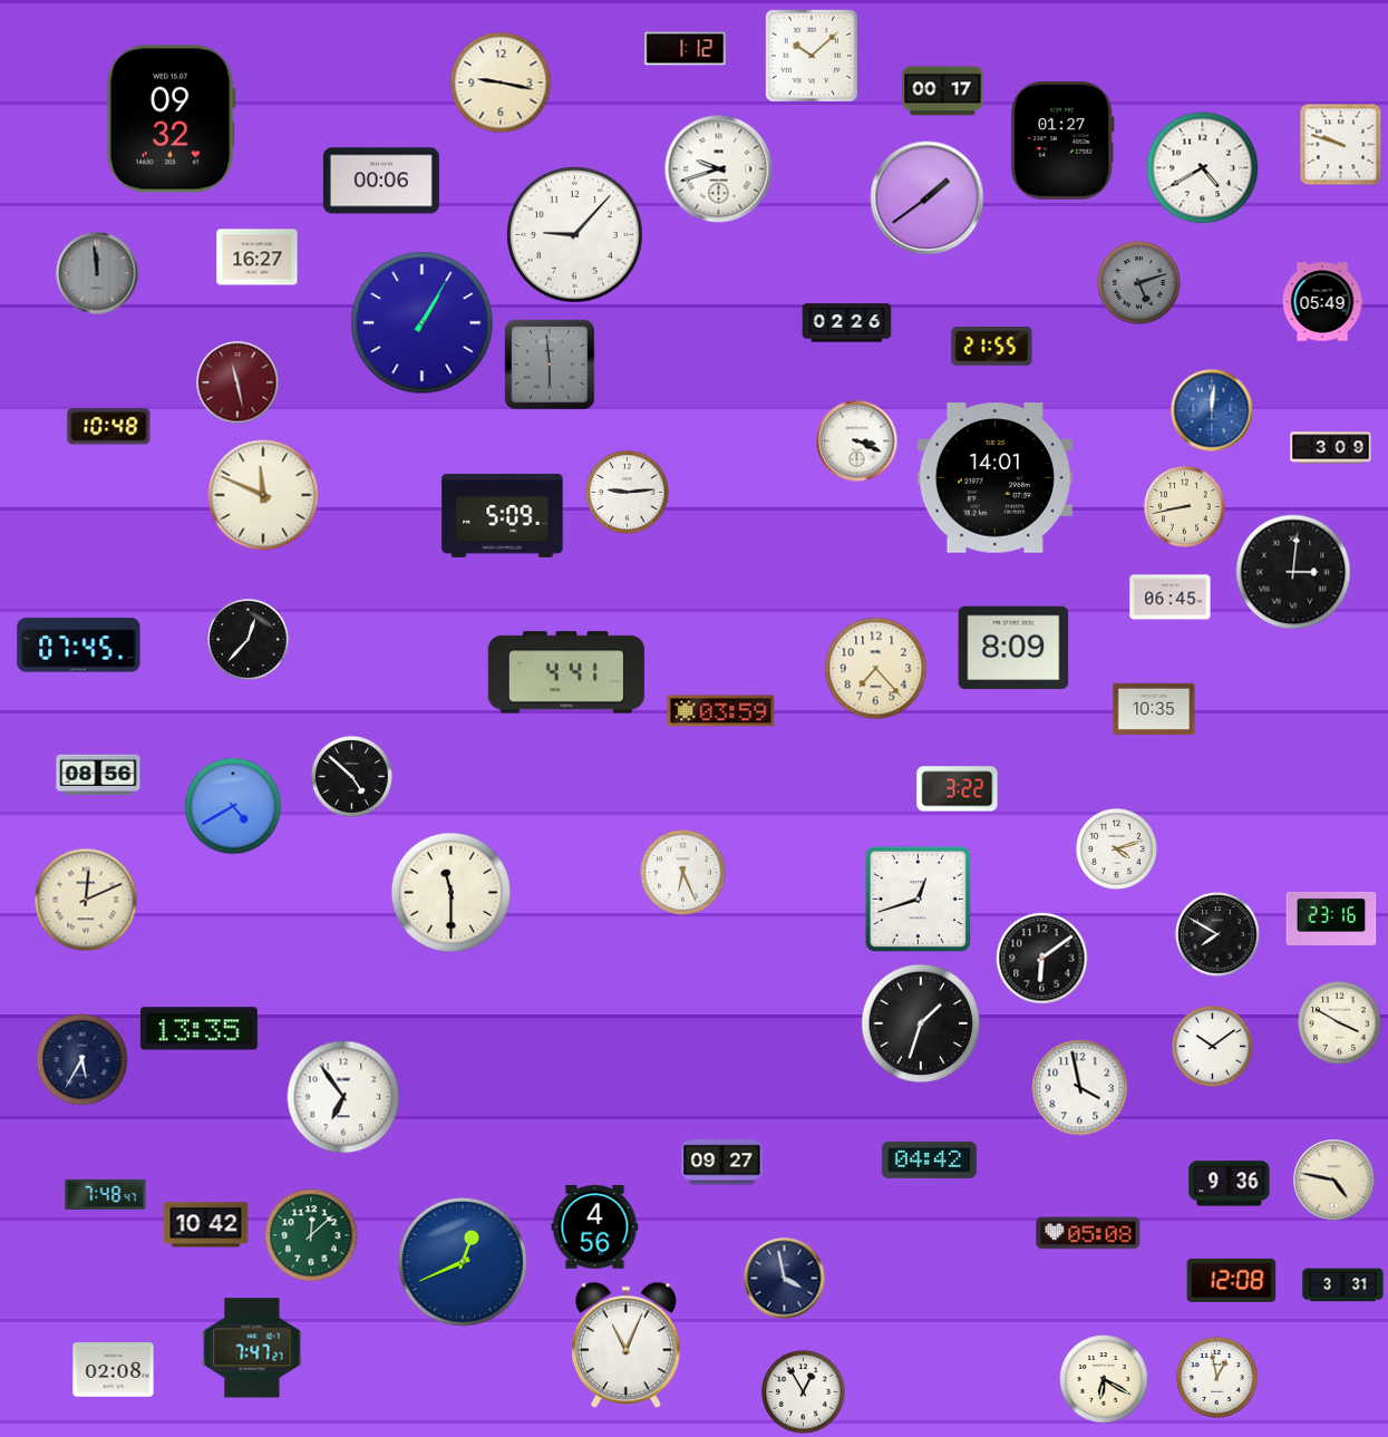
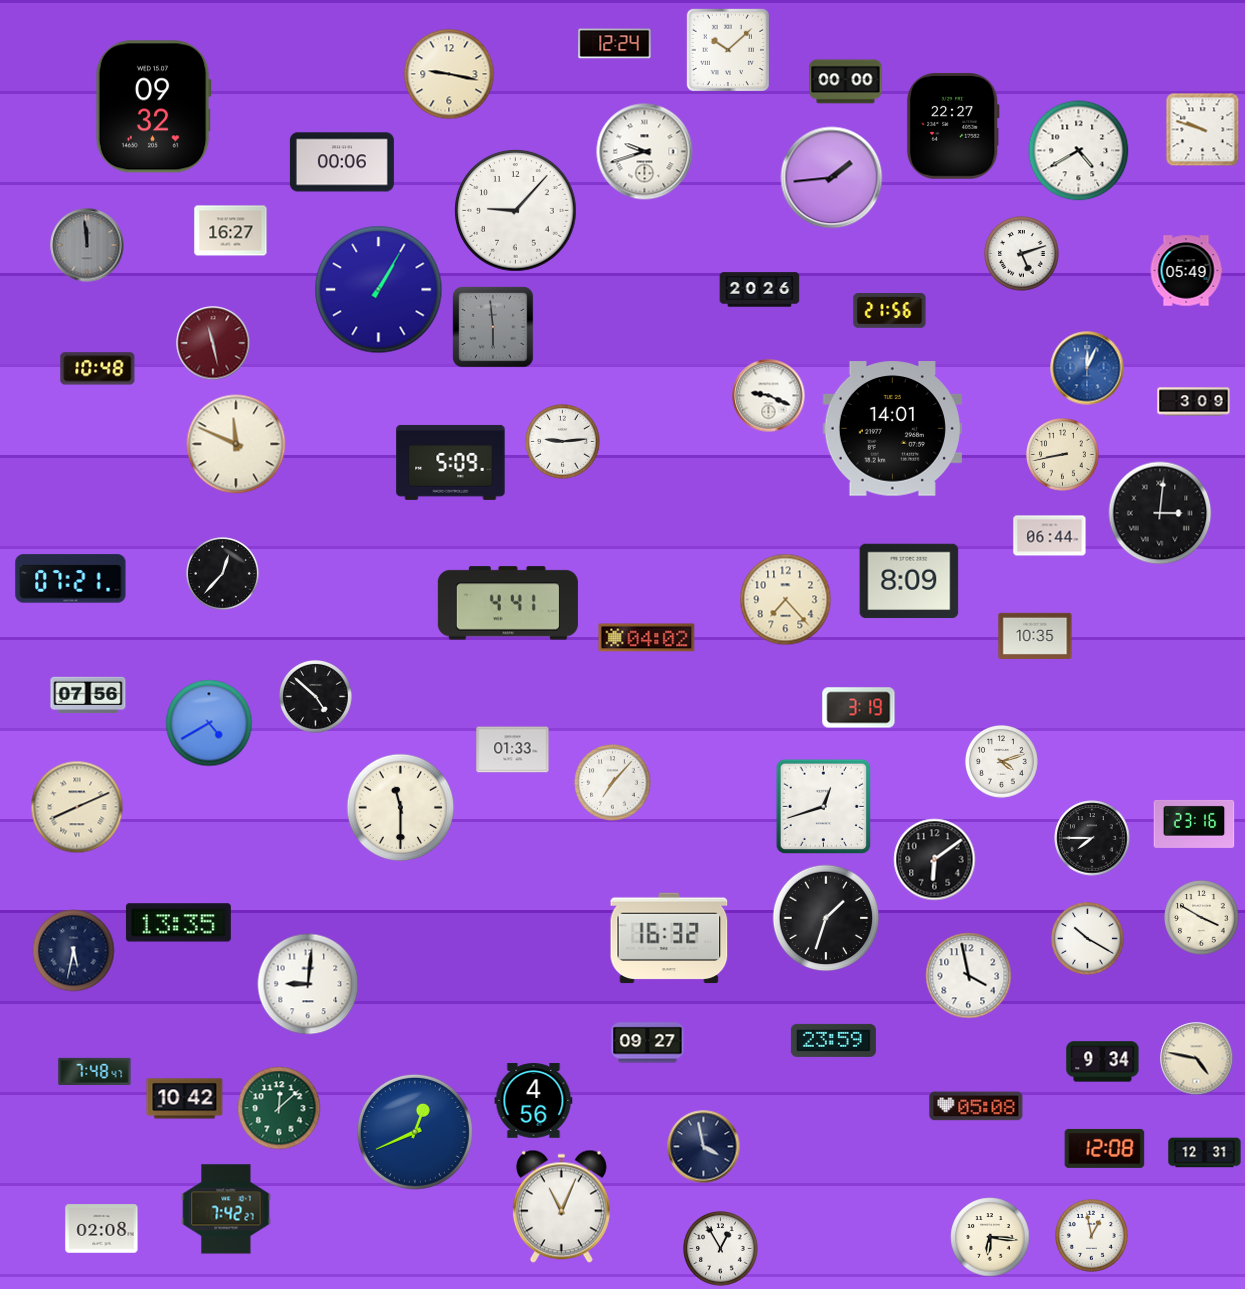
clock at (686, 49): 1:12 -> 12:24
clock at (943, 91): 00:17 -> 00:00
clock at (1062, 140): 01:27 -> 22:27
clock at (928, 198): 1:39 -> 1:44
clock at (1139, 283) dial: grey -> white
clock at (847, 323): 02:26 -> 20:26
clock at (992, 347): 21:55 -> 21:56
clock at (1212, 410): 12:01 -> 12:04
clock at (109, 427) position: (109, 427) -> (98, 369)
clock at (857, 441): 3:19 -> 9:19
clock at (1171, 598): 06:45 -> 06:44
clock at (79, 645): 07:45 -> 07:21
clock at (721, 711): 03:59 -> 04:02
clock at (98, 775): 08:56 -> 07:56
clock at (958, 789): 3:22 -> 3:19
clock at (513, 750): none -> 01:33
clock at (683, 873): 6:26 -> 7:07
clock at (452, 893) position: (452, 893) -> (401, 808)
clock at (86, 900): 12:11 -> 8:11
clock at (1217, 934): 7:50 -> 7:45
clock at (669, 938): none -> 16:32
clock at (1213, 1047): 10:09 -> 10:20
clock at (82, 1060): 5:35 -> 5:32
clock at (343, 1097): 6:54 -> 9:01
clock at (929, 1159): 04:42 -> 23:59
clock at (1230, 1184): 9:36 -> 9:34
clock at (1343, 1285): 3:31 -> 12:31
clock at (252, 1348): 7:47 -> 7:42
clock at (1104, 1379): 6:20 -> 6:16
